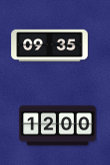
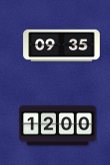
clock at (50, 46) position: (50, 46) -> (62, 46)
